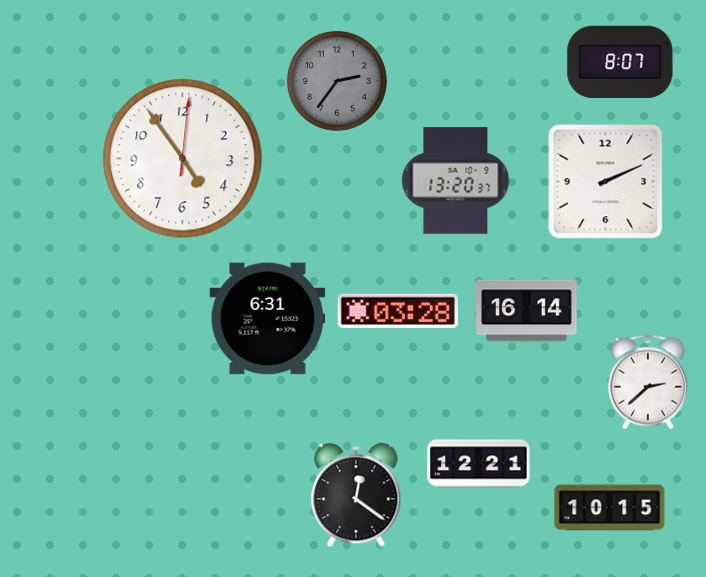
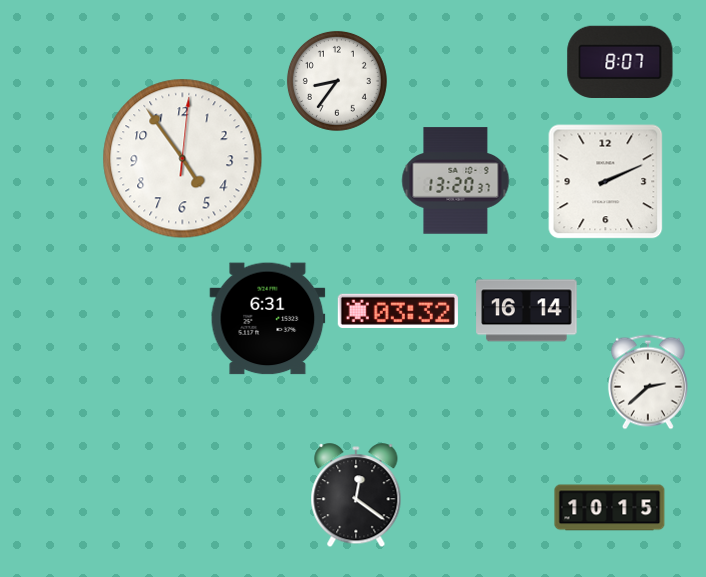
clock at (337, 81): 2:36 -> 8:36
clock at (337, 81) dial: grey -> white
clock at (398, 311): 03:28 -> 03:32
clock at (479, 464): 12:21 -> none
